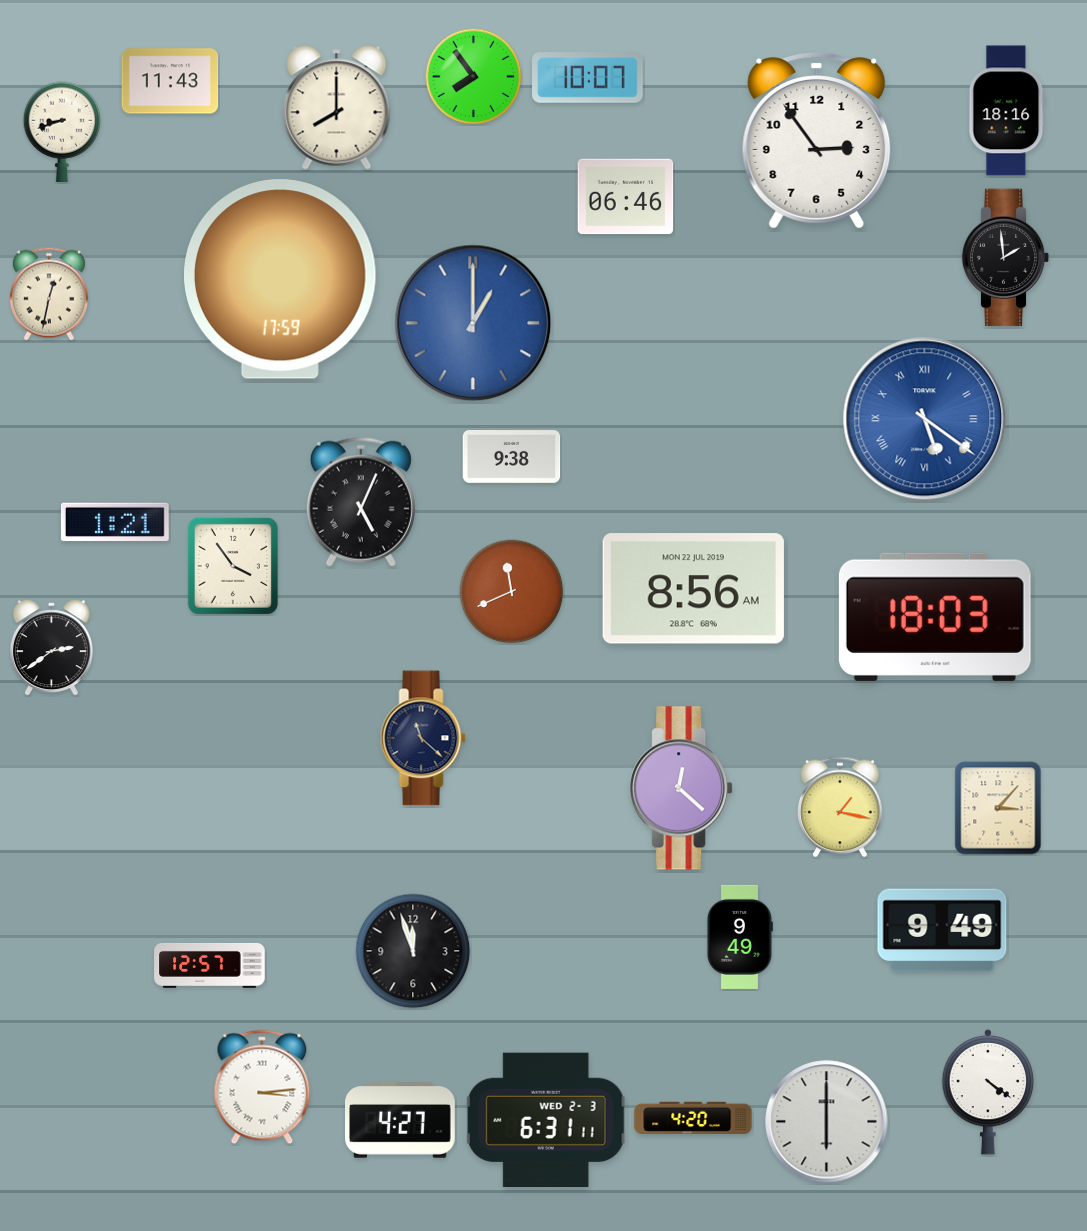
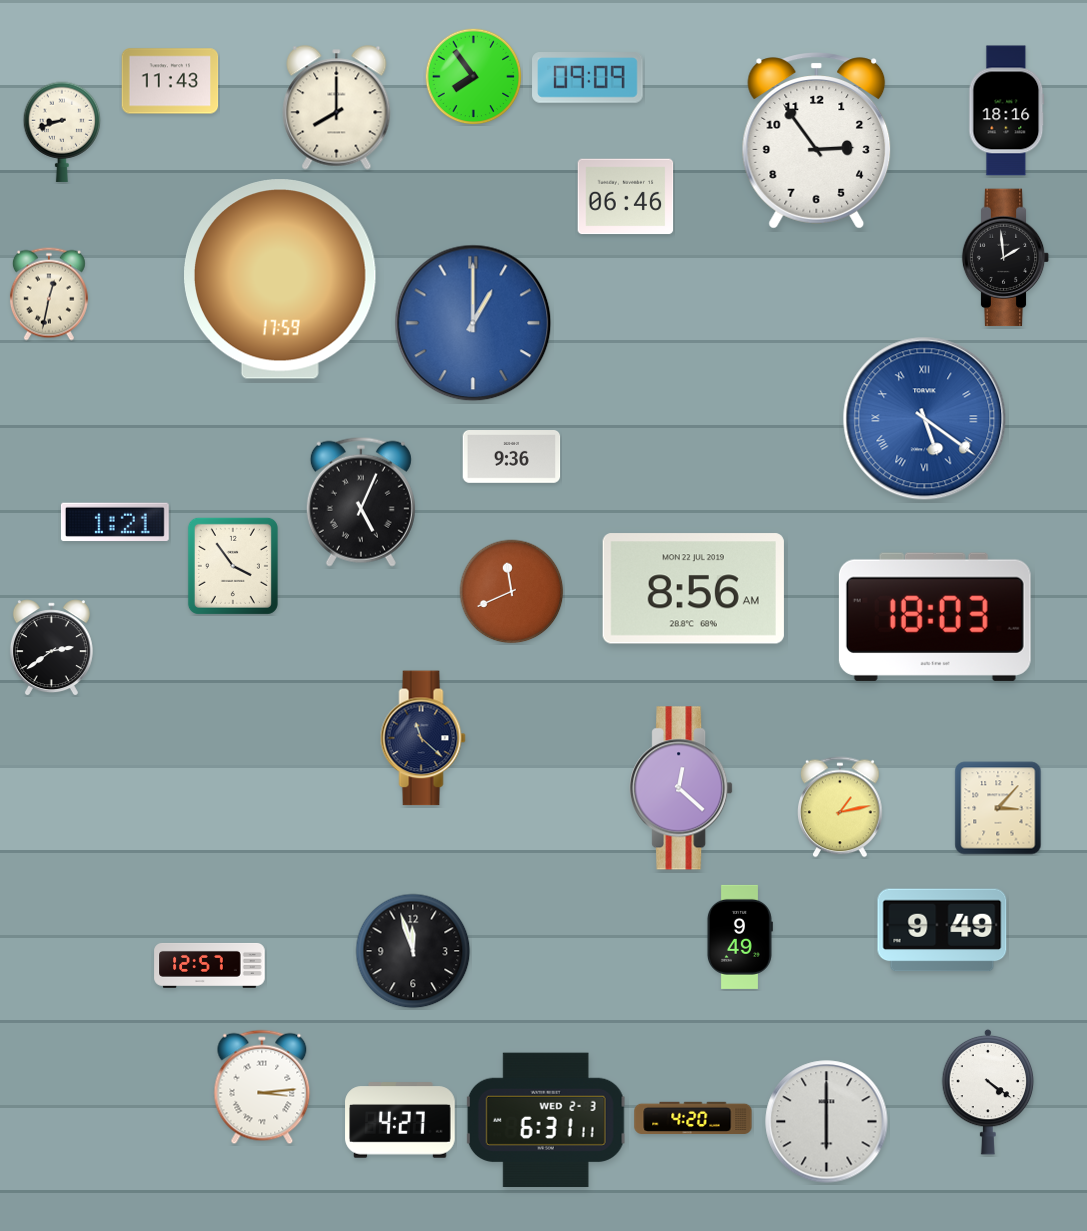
clock at (588, 78): 10:07 -> 09:09
clock at (512, 457): 9:38 -> 9:36
clock at (841, 807): 1:17 -> 1:13
